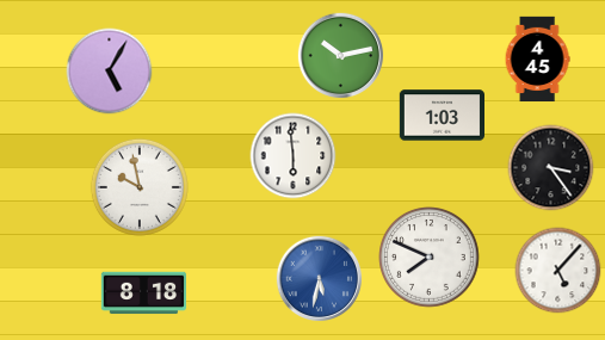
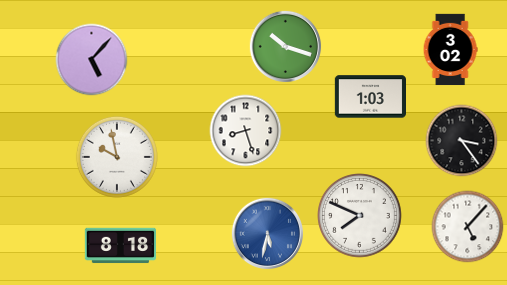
clock at (341, 56): 10:13 -> 10:18
clock at (537, 60): 4:45 -> 3:02
clock at (110, 72): 5:05 -> 5:07
clock at (294, 156): 5:59 -> 8:27
